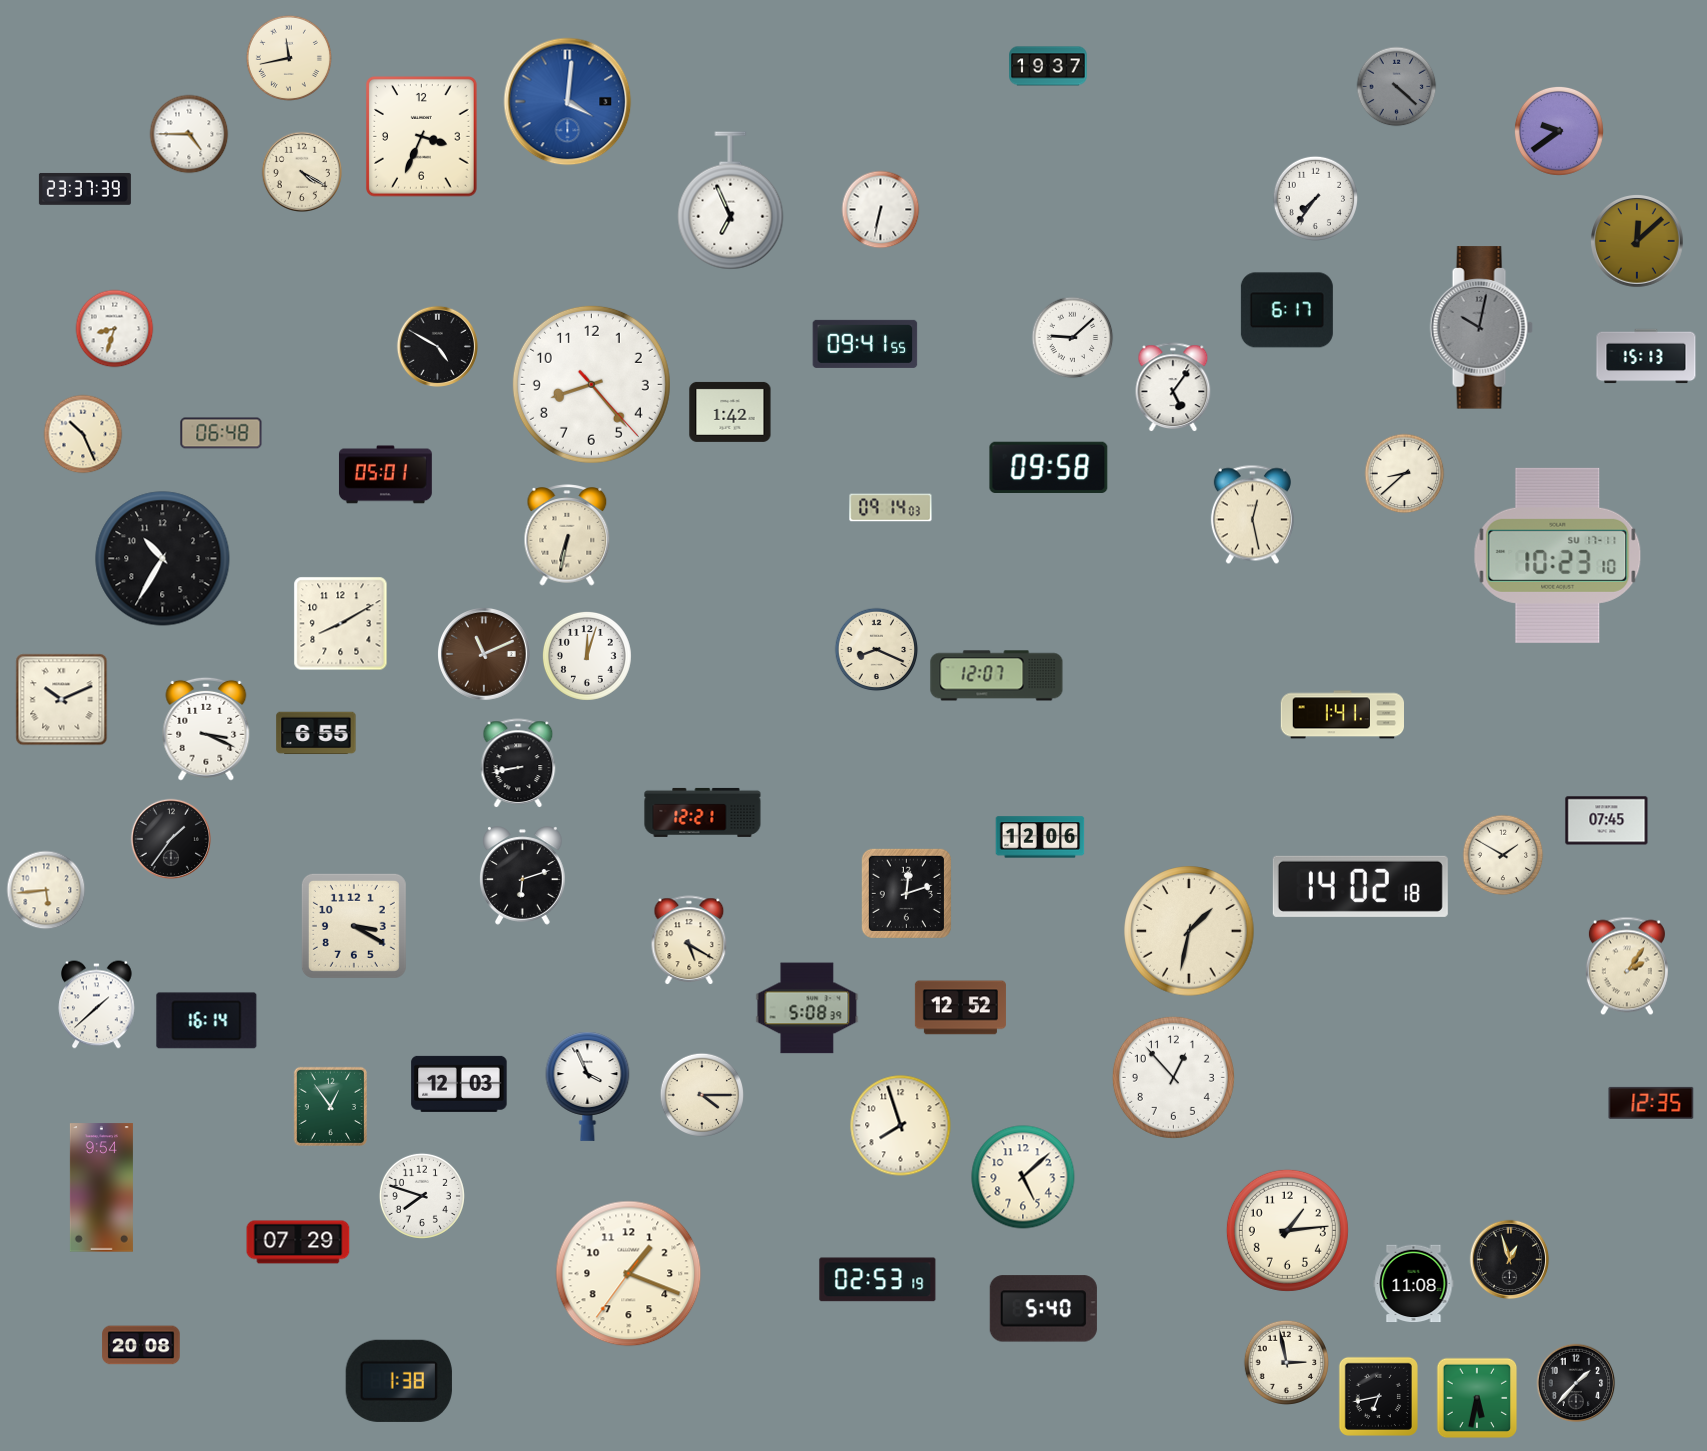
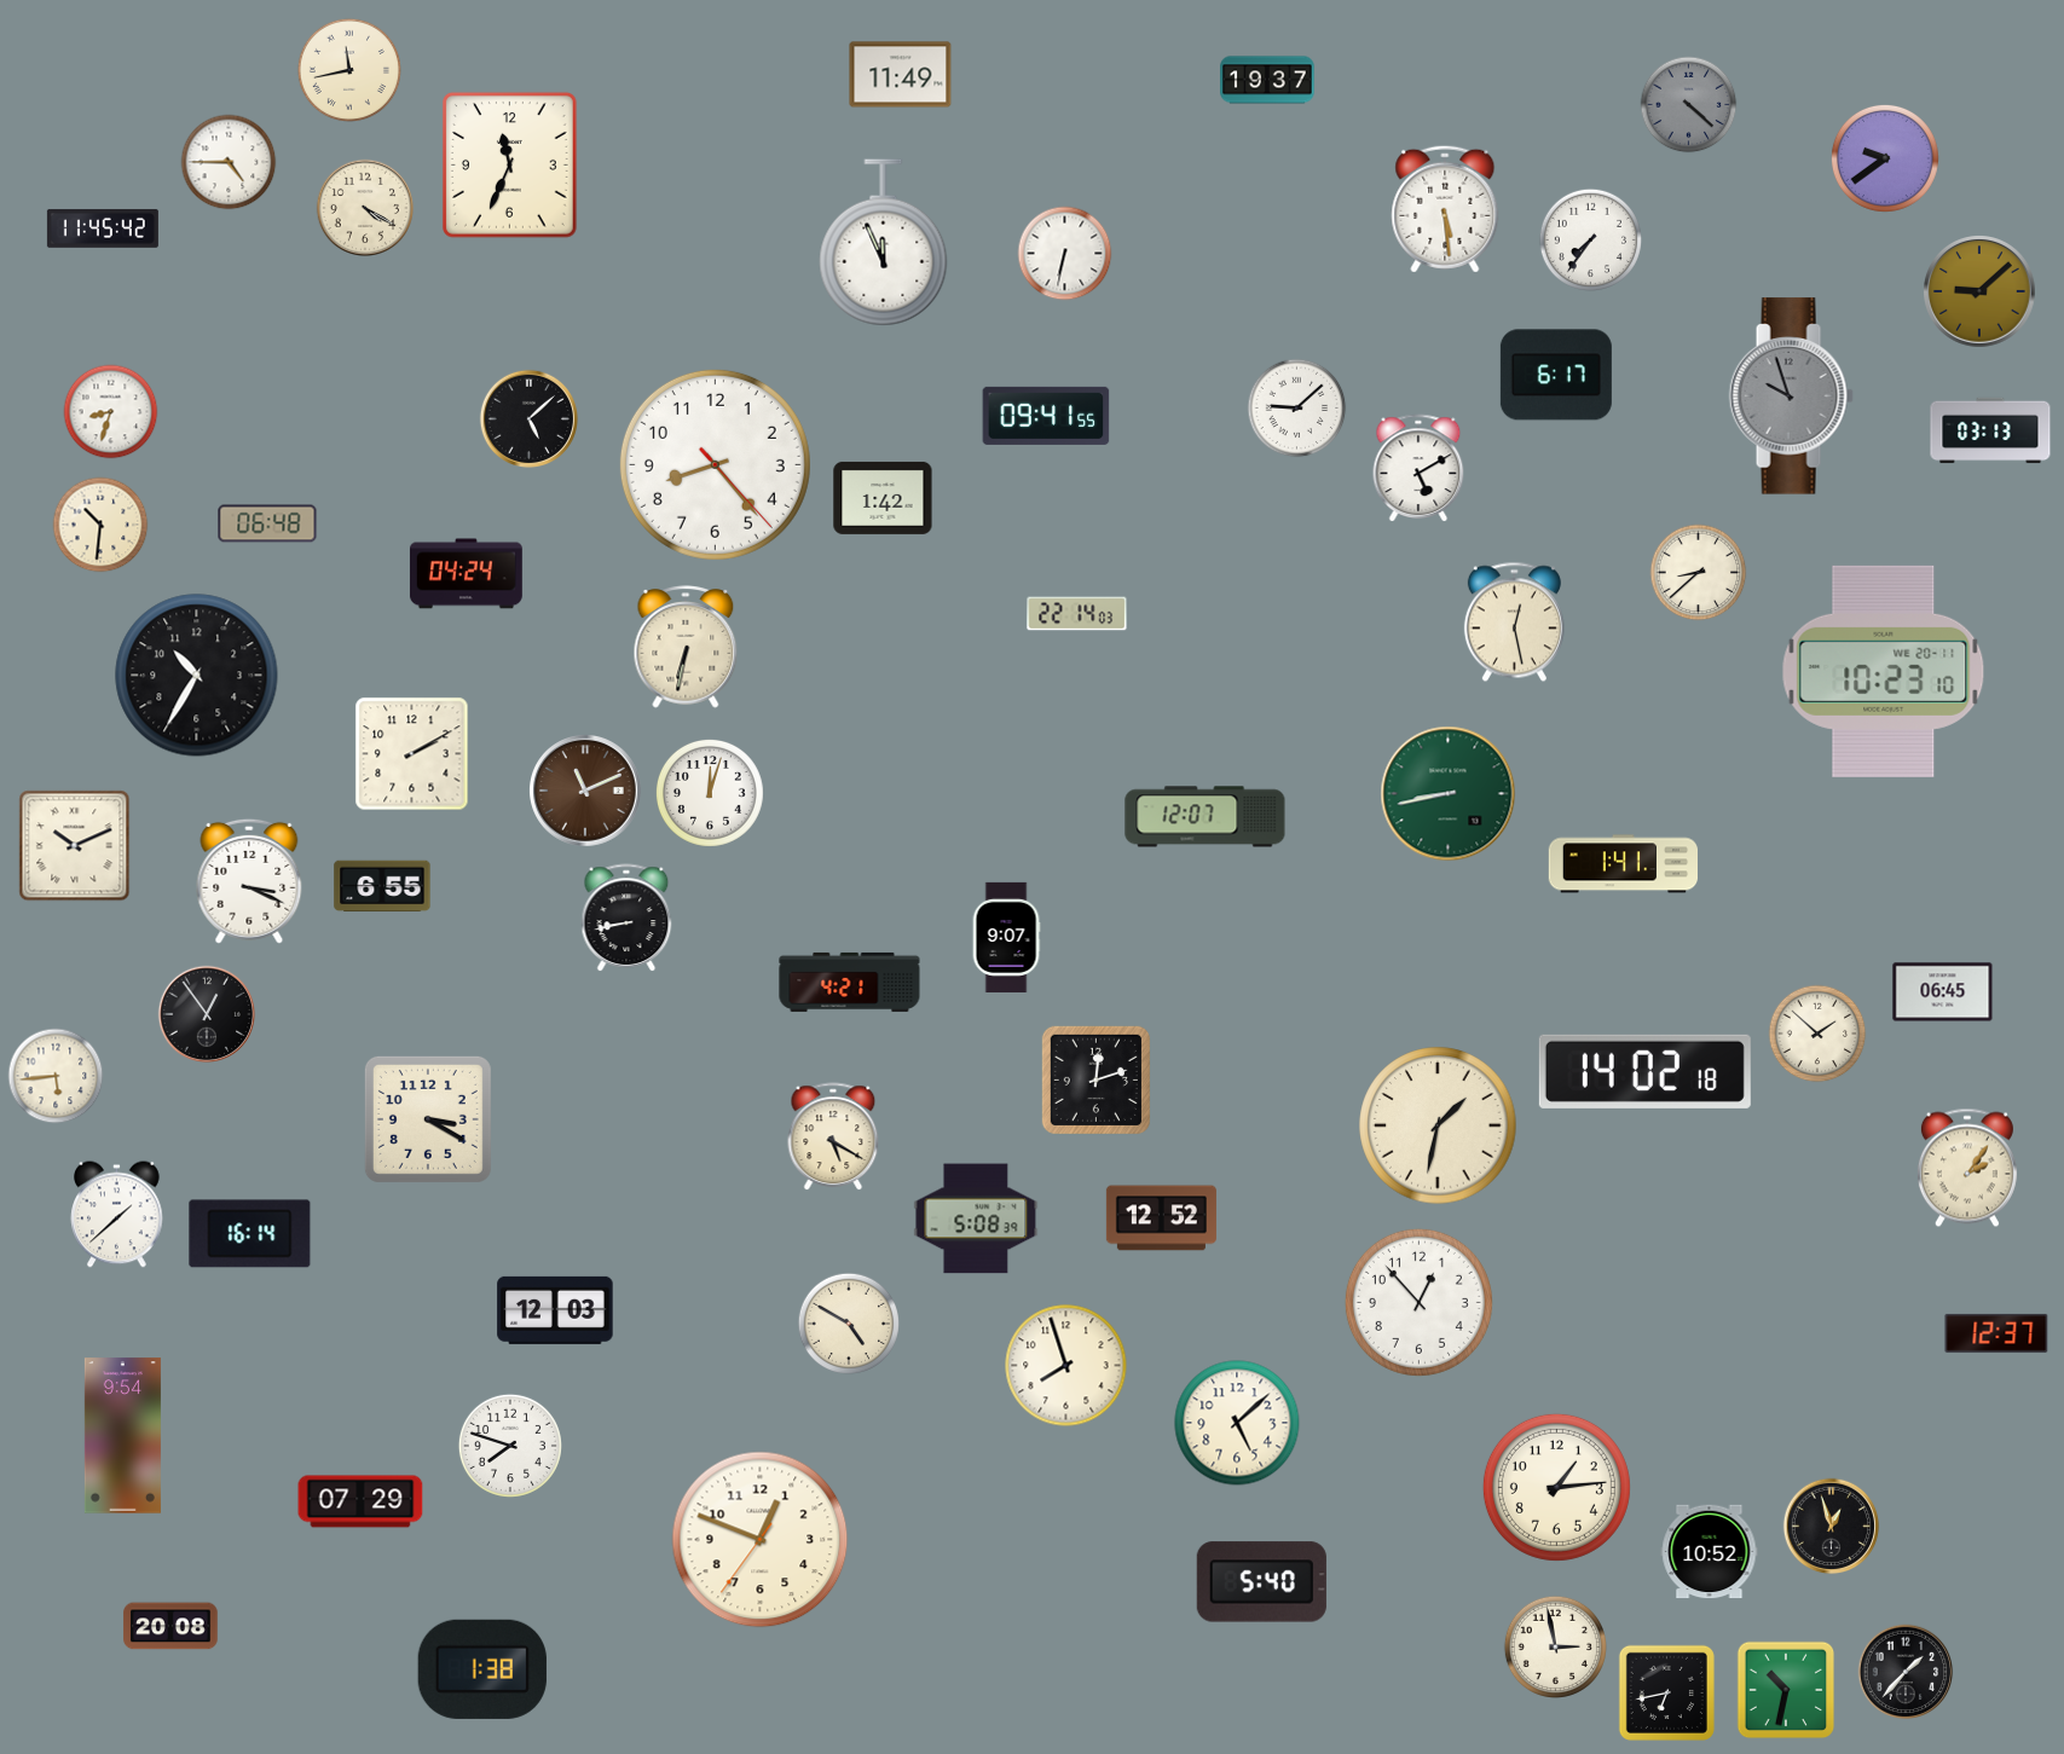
clock at (901, 75): none -> 11:49
clock at (568, 102): 4:01 -> none
clock at (421, 136): 3:34 -> 11:34
clock at (1445, 209): none -> 5:29
clock at (85, 189): 23:37 -> 11:45
clock at (731, 201): 6:56 -> 11:56
clock at (1638, 242): 12:08 -> 9:08
clock at (1481, 328): 10:02 -> 9:57
clock at (115, 329) position: (115, 329) -> (111, 412)
clock at (437, 346): 4:50 -> 5:08
clock at (1646, 356): 15:13 -> 03:13
clock at (1173, 387): 5:06 -> 5:10
clock at (83, 434): 10:26 -> 10:31
clock at (1049, 467): 09:58 -> none
clock at (385, 475): 05:01 -> 04:24
clock at (891, 508): 09:14 -> 22:14
clock at (1558, 555) date: SU 17-11 -> WE 20-11
clock at (341, 624): 8:10 -> 2:10
clock at (877, 650): 8:19 -> none
clock at (1449, 794): none -> 8:43
clock at (518, 763) position: (518, 763) -> (626, 917)
clock at (1006, 937): none -> 9:07
clock at (703, 812): 12:21 -> 4:21
clock at (1607, 821): 07:45 -> 06:45
clock at (1040, 837): 12:06 -> none
clock at (170, 838): 1:36 -> 12:54
clock at (1503, 855): 1:50 -> 1:52
clock at (523, 876): 6:12 -> none
clock at (588, 1086): 3:56 -> none
clock at (702, 1095): 4:15 -> 4:50
clock at (1651, 1103): 12:35 -> 12:37
clock at (330, 1106): 12:54 -> none
clock at (901, 1126) position: (901, 1126) -> (1066, 1366)
clock at (1510, 1260) position: (1510, 1260) -> (1832, 1527)
clock at (629, 1274): 1:18 -> 12:48
clock at (878, 1280): 02:53 -> none
clock at (1414, 1284): 11:08 -> 10:52
clock at (1378, 1396) position: (1378, 1396) -> (1666, 1692)
clock at (1477, 1398): 5:32 -> 10:32
